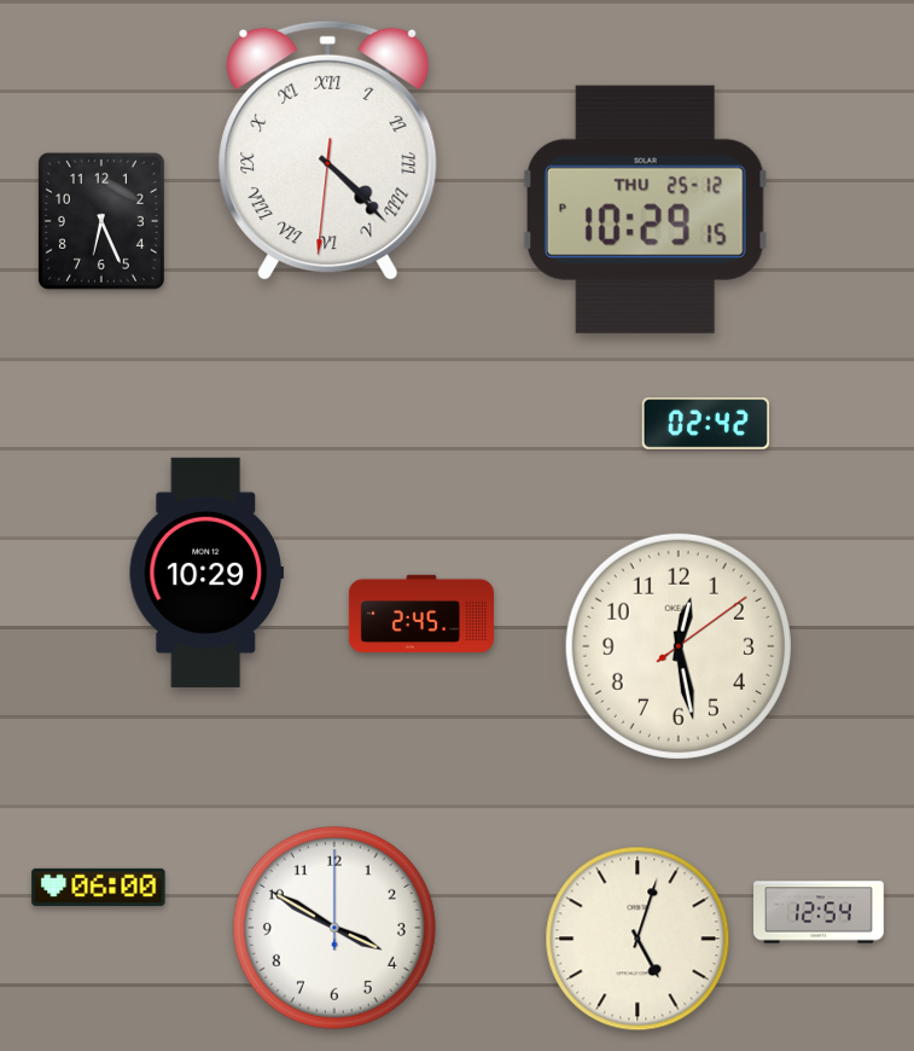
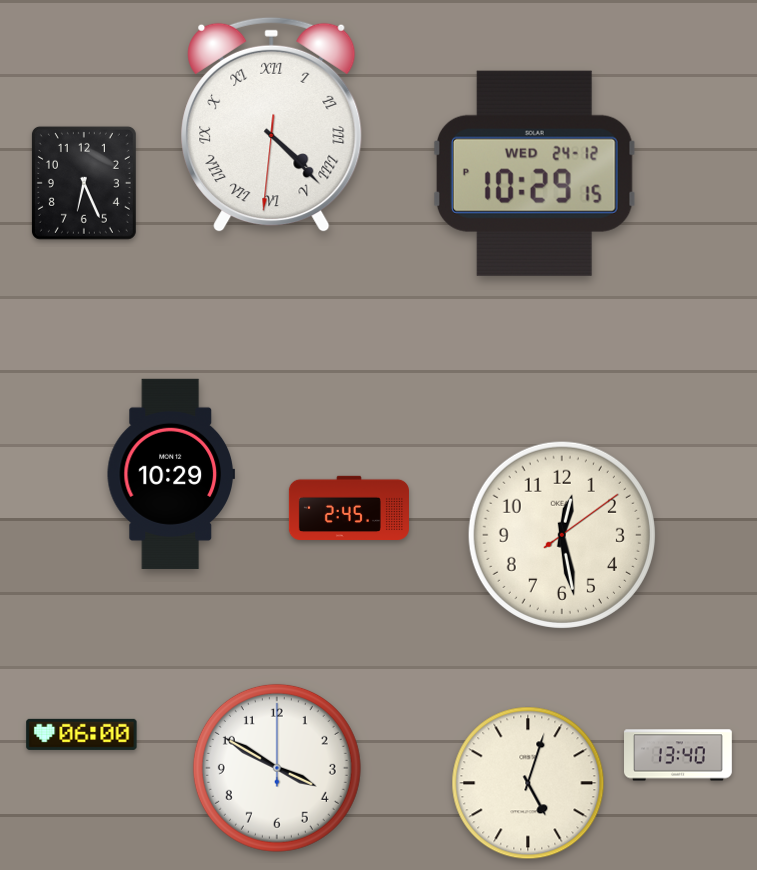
clock at (645, 209) date: THU 25-12 -> WED 24-12
clock at (705, 424): 02:42 -> none
clock at (820, 912): 12:54 -> 13:40
clock at (638, 939) position: (638, 939) -> (528, 783)
